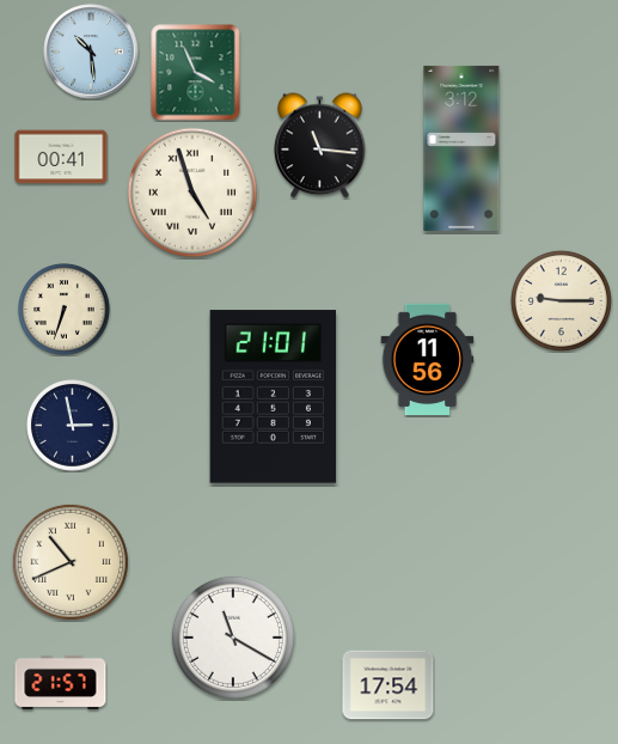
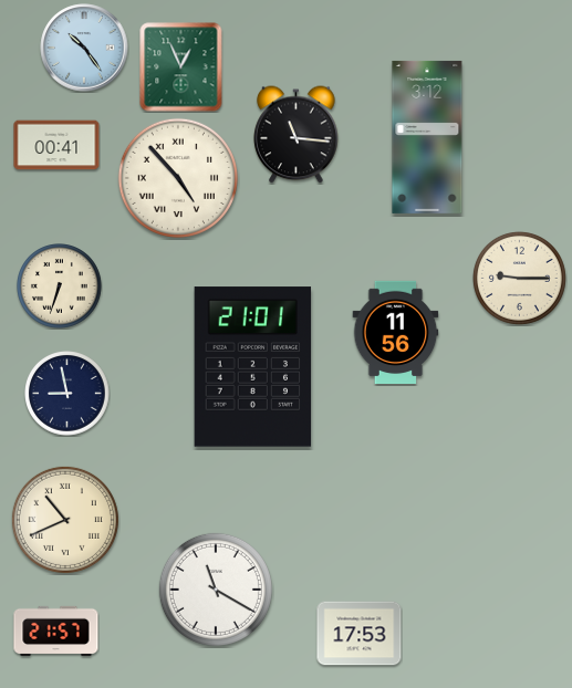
clock at (91, 51): 10:29 -> 10:24
clock at (196, 73): 3:56 -> 12:56
clock at (192, 193): 4:57 -> 4:53
clock at (73, 426): 2:58 -> 8:58
clock at (388, 685): 17:54 -> 17:53
